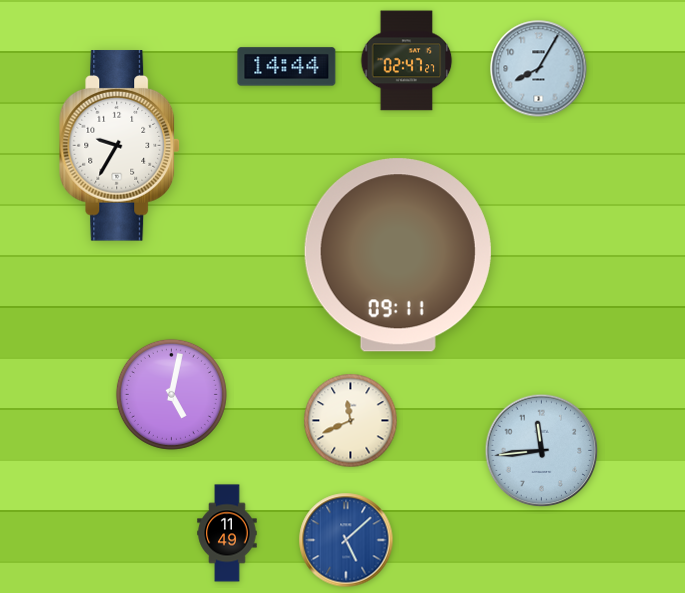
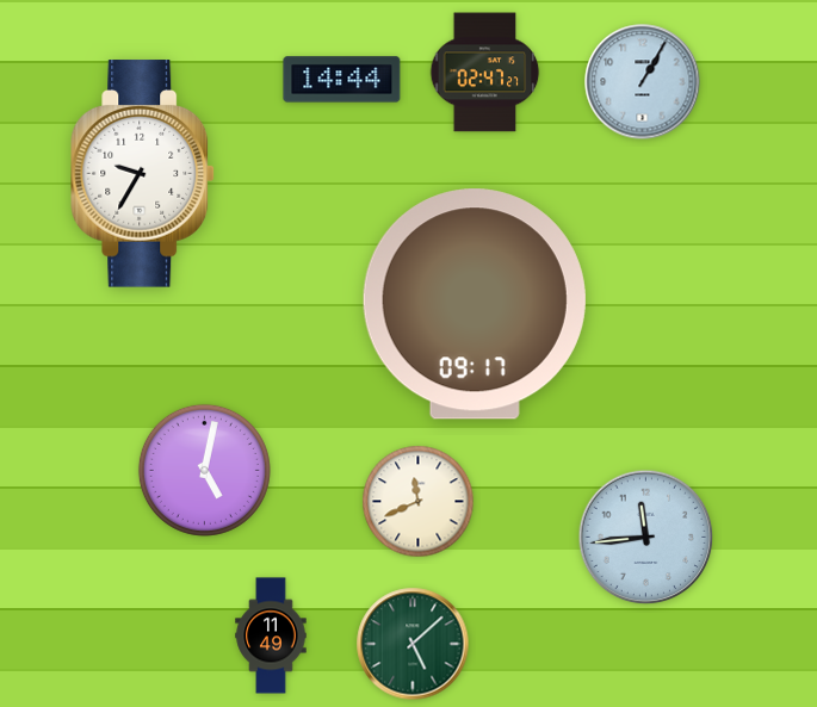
clock at (539, 69): 8:05 -> 1:05
clock at (398, 255): 09:11 -> 09:17
clock at (346, 540) dial: blue -> green
